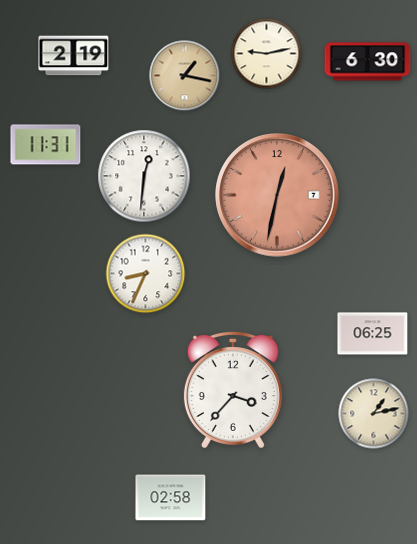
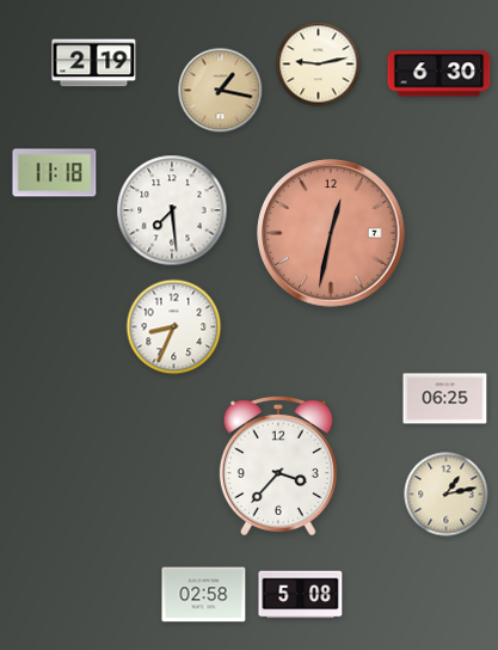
clock at (74, 56) position: (74, 56) -> (94, 63)
clock at (46, 145): 11:31 -> 11:18
clock at (144, 176): 12:31 -> 7:29
clock at (301, 595): none -> 5:08
